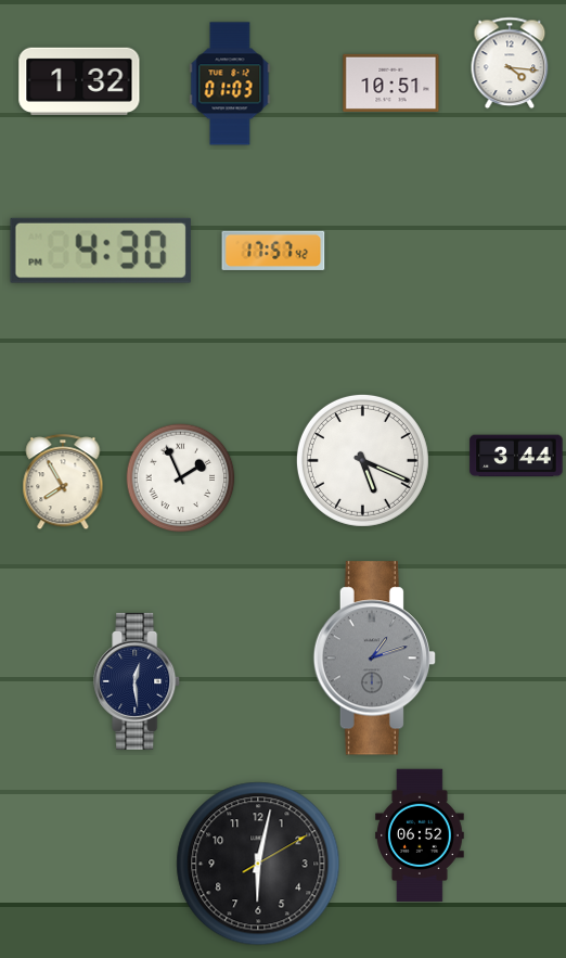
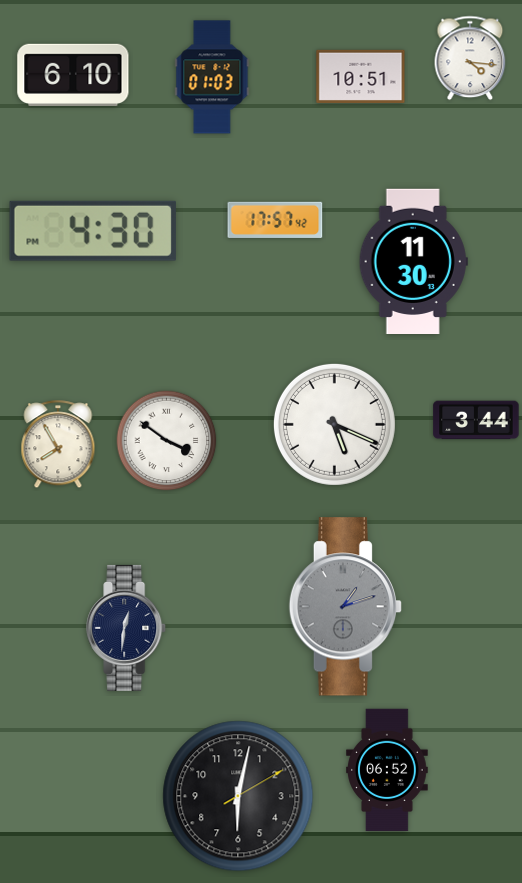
clock at (79, 81): 1:32 -> 6:10
clock at (273, 251) position: (273, 251) -> (275, 220)
clock at (413, 261): none -> 11:30
clock at (181, 478): 1:56 -> 3:51
clock at (138, 681): 12:29 -> 12:31
